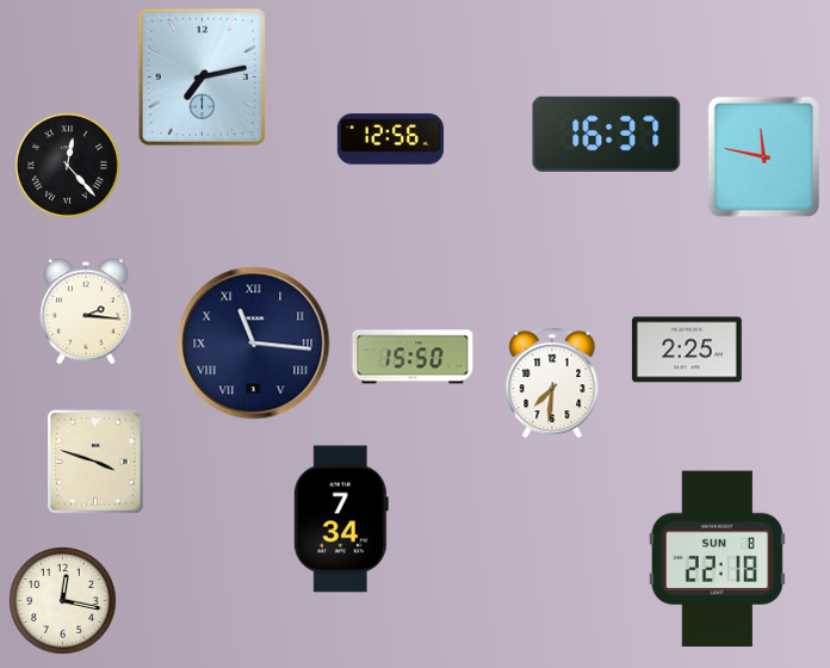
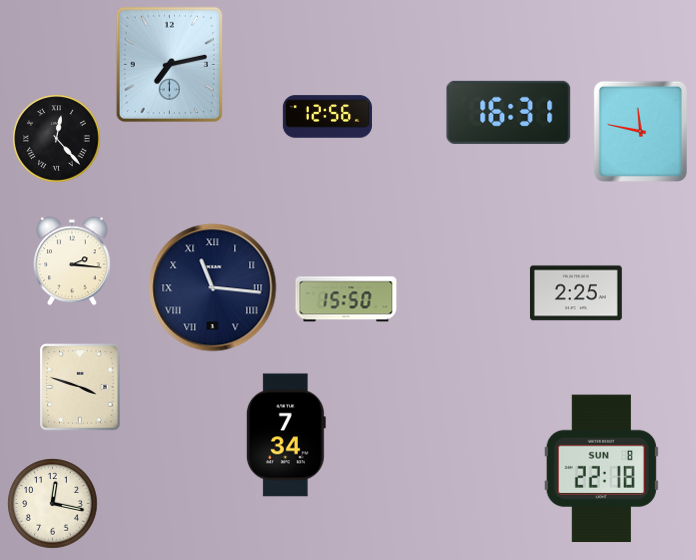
clock at (607, 134): 16:37 -> 16:31
clock at (552, 383): 7:31 -> none
